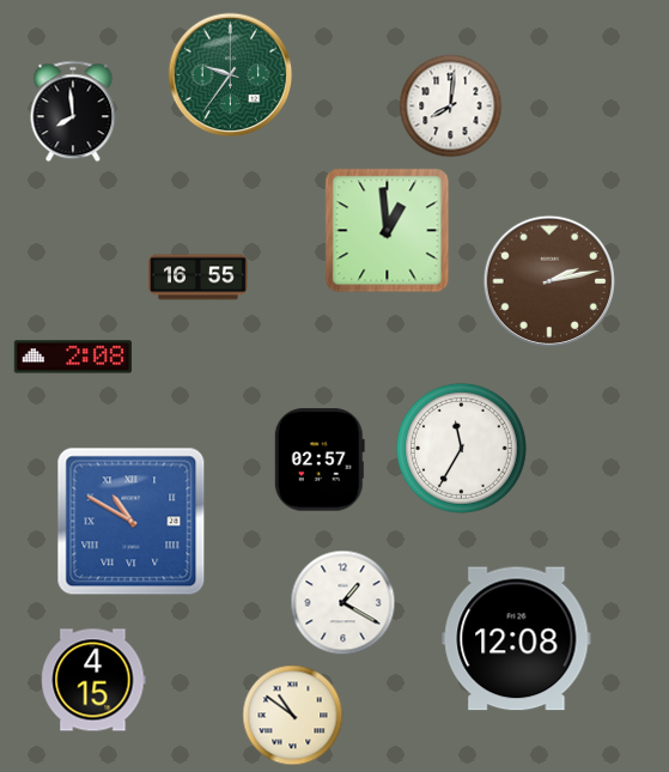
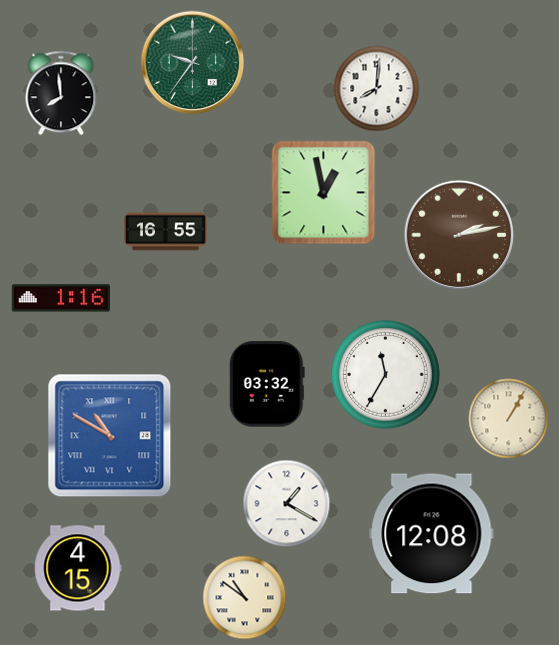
clock at (388, 231): 12:59 -> 12:58
clock at (73, 357): 2:08 -> 1:16
clock at (320, 460): 02:57 -> 03:32
clock at (509, 419): none -> 1:05
